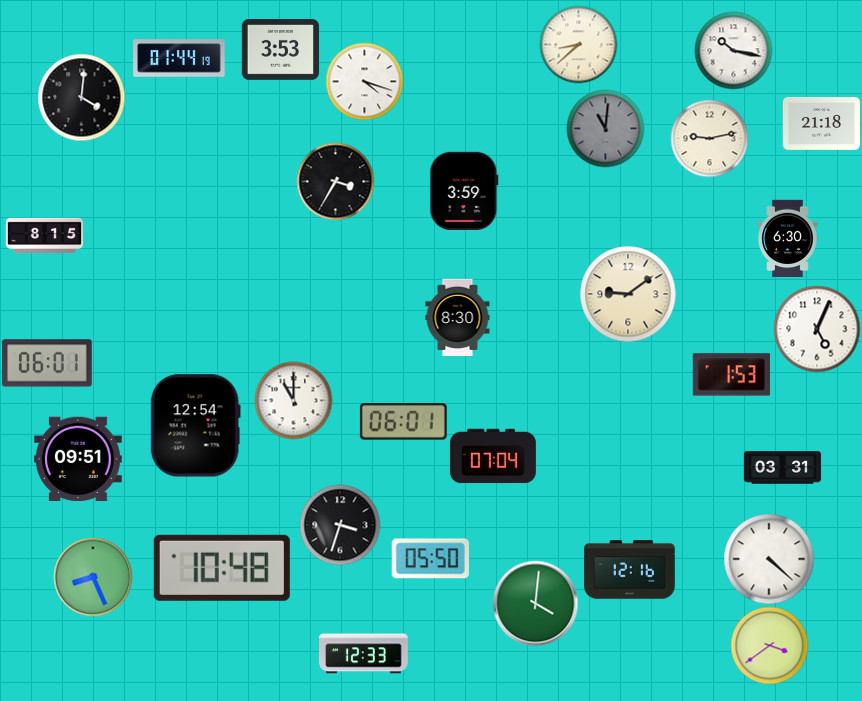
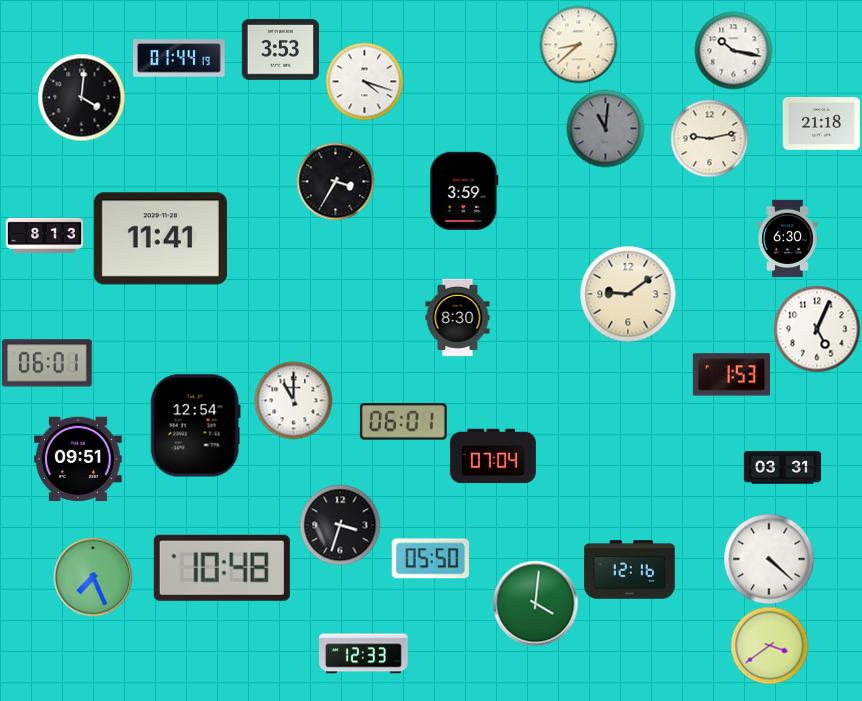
clock at (44, 236): 8:15 -> 8:13
clock at (160, 239): none -> 11:41
clock at (93, 577): 8:26 -> 7:26
